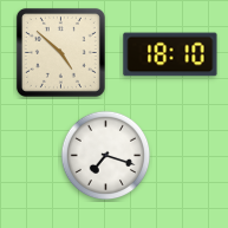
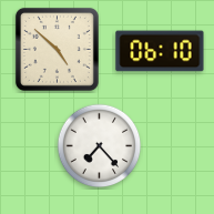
clock at (170, 54): 18:10 -> 06:10
clock at (106, 156): 7:18 -> 7:23
